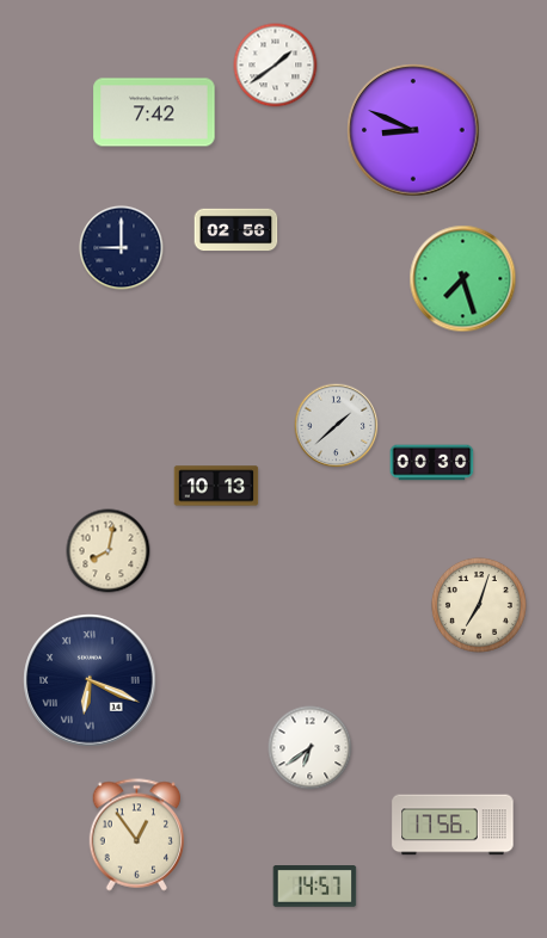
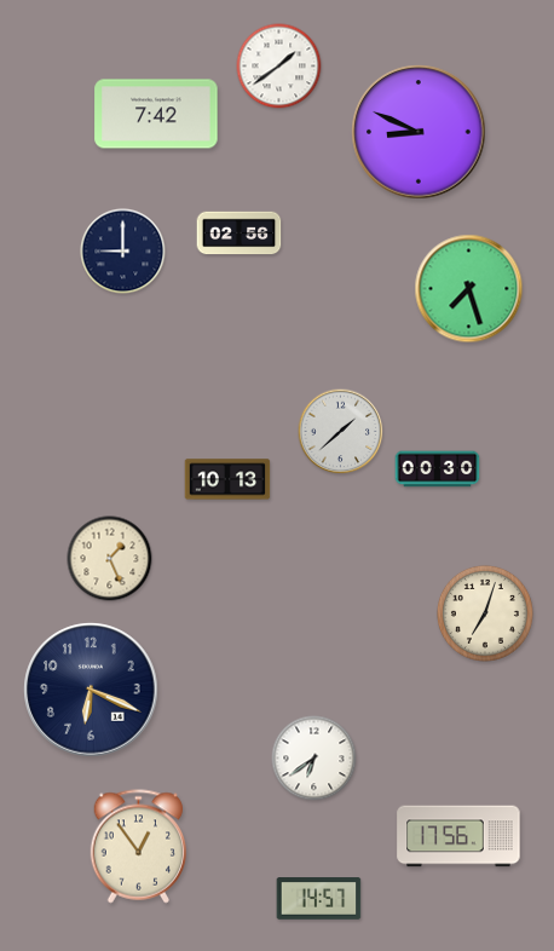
clock at (463, 279) position: (463, 279) -> (469, 289)
clock at (216, 486) position: (216, 486) -> (227, 479)
clock at (109, 551): 8:02 -> 1:26
clock at (90, 680) numerals: Roman -> Arabic
